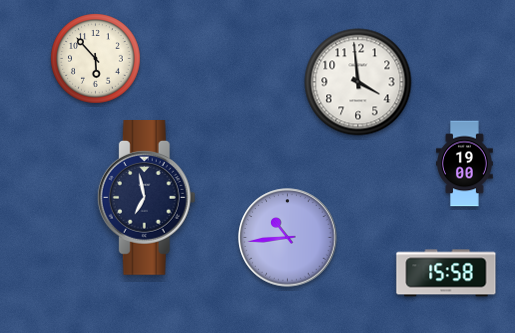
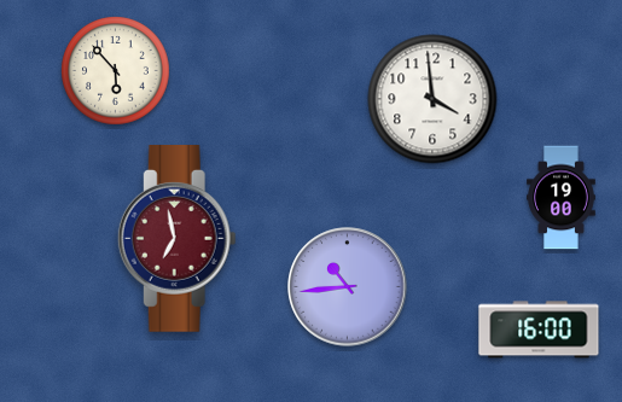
clock at (146, 198) dial: navy -> burgundy
clock at (446, 273): 15:58 -> 16:00
